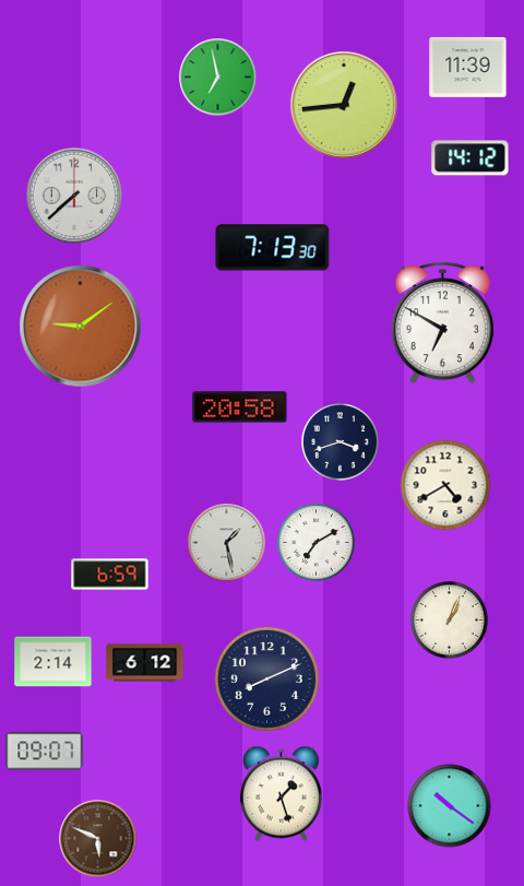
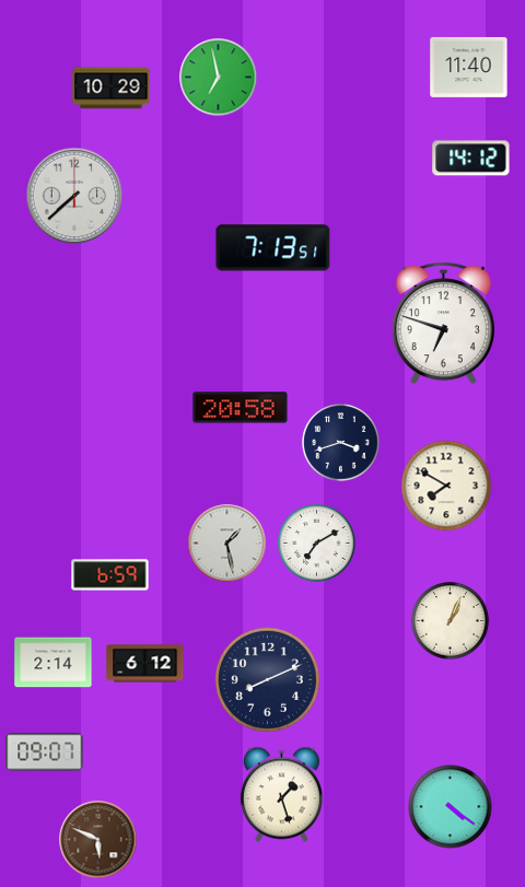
clock at (468, 67): 11:39 -> 11:40
clock at (112, 89): none -> 10:29
clock at (344, 105): 12:44 -> none
clock at (273, 248): 7:13:30 -> 7:13:51
clock at (442, 323): 6:50 -> 6:48
clock at (81, 327): 9:09 -> none
clock at (445, 485): 4:40 -> 7:50
clock at (450, 806): 10:21 -> 4:21
